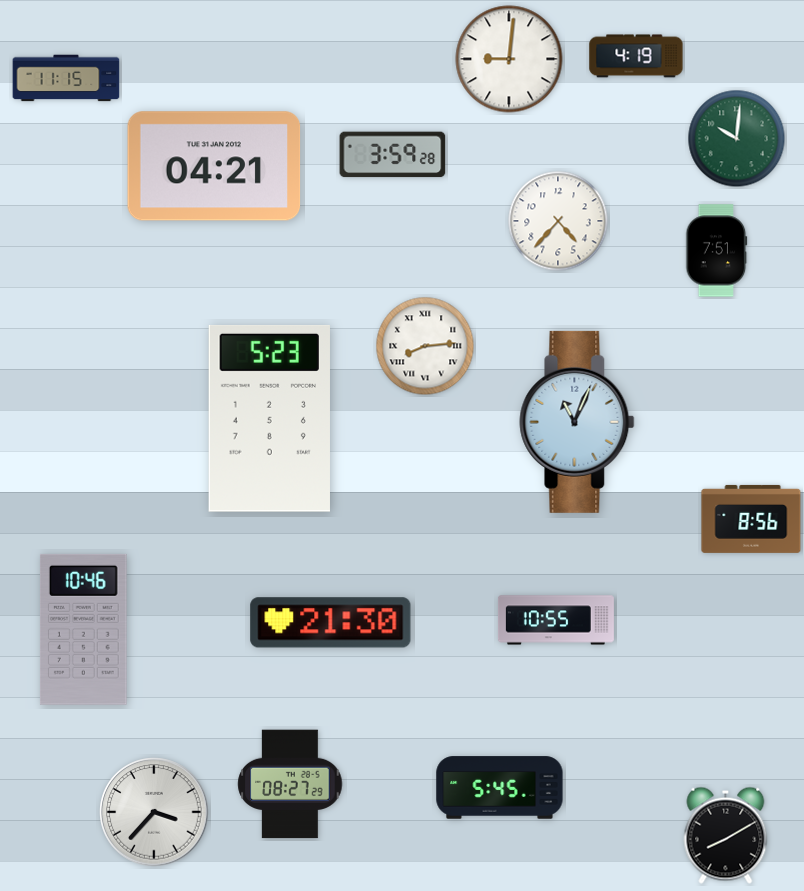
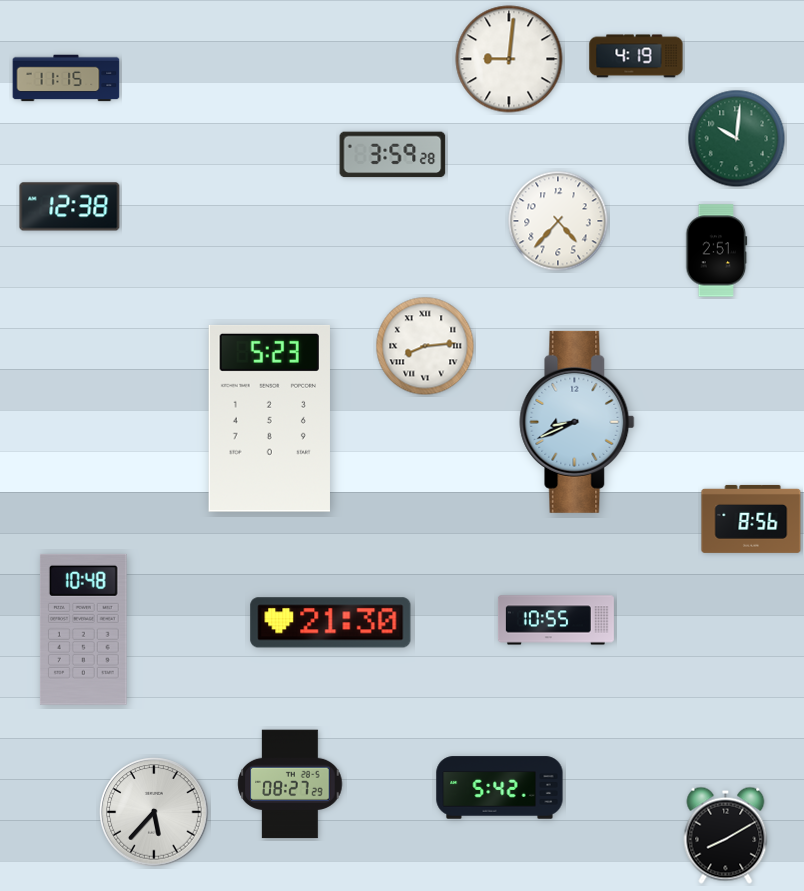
clock at (214, 166): 04:21 -> none
clock at (70, 207): none -> 12:38
clock at (717, 251): 7:51 -> 2:51
clock at (577, 422): 11:04 -> 8:41
clock at (83, 629): 10:46 -> 10:48
clock at (500, 788): 5:45 -> 5:42
clock at (154, 812): 3:37 -> 5:37
